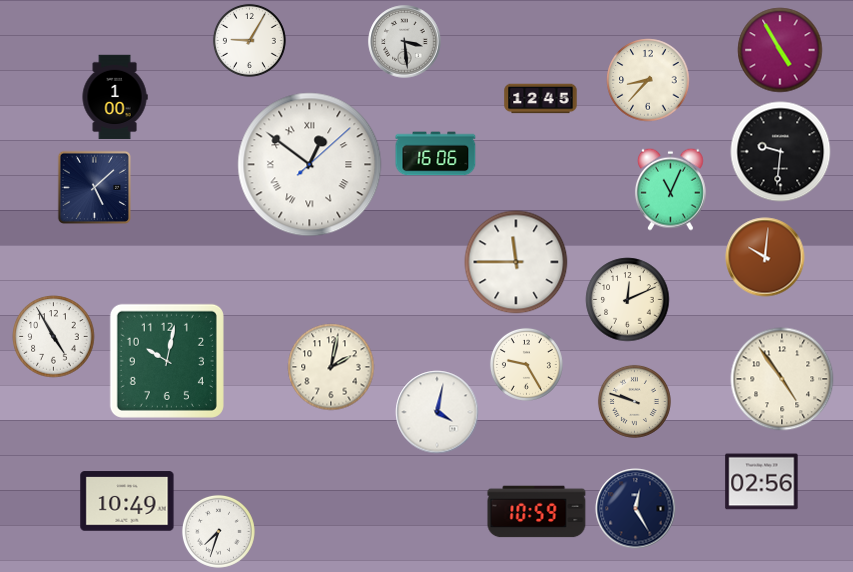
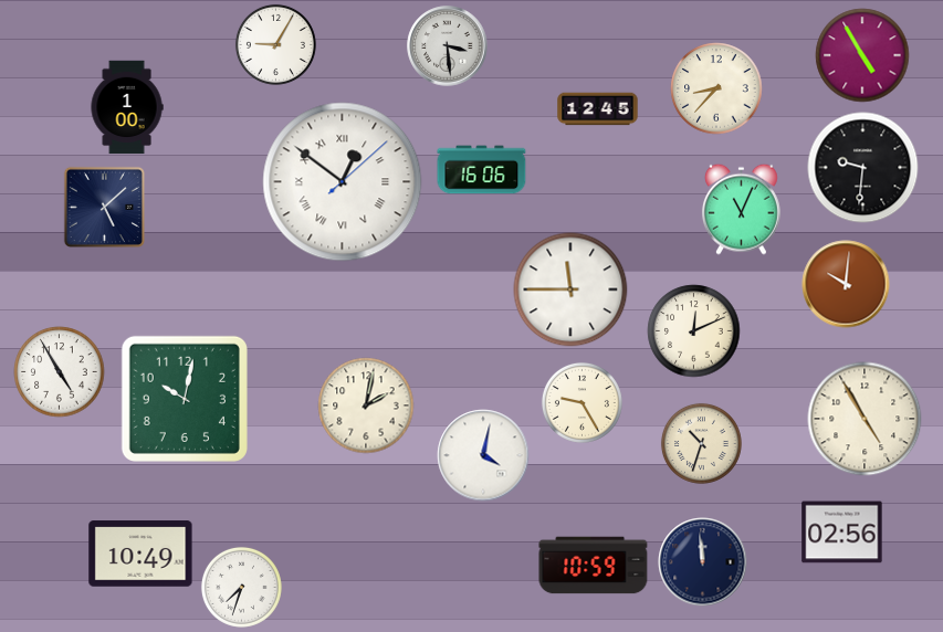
clock at (782, 379): 4:54 -> 4:55
clock at (634, 401): 9:48 -> 10:33
clock at (636, 509): 12:25 -> 11:59
